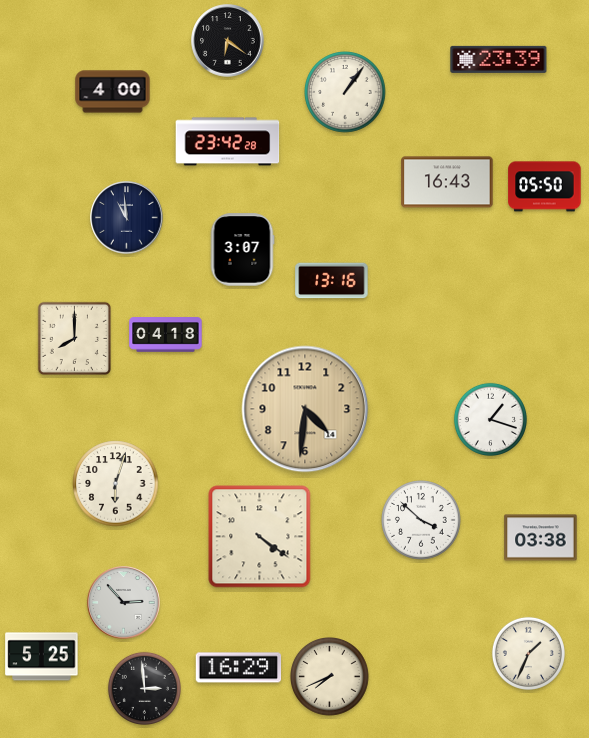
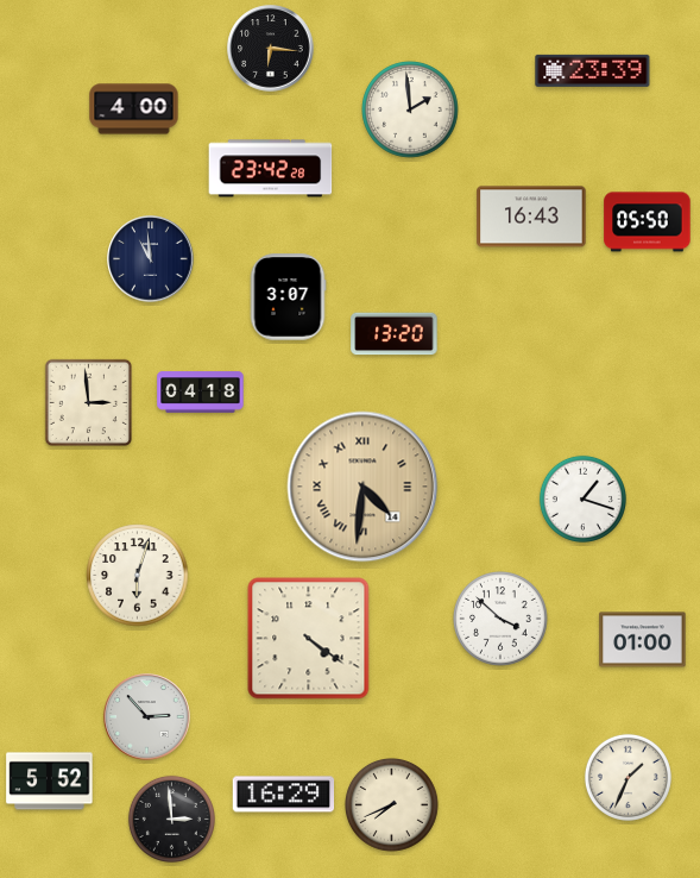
clock at (228, 41): 6:21 -> 6:16
clock at (345, 92): 1:06 -> 1:59
clock at (332, 281): 13:16 -> 13:20
clock at (166, 335) position: (166, 335) -> (201, 393)
clock at (74, 338): 8:00 -> 2:59
clock at (305, 409) numerals: Arabic -> Roman
clock at (541, 538): 03:38 -> 01:00
clock at (42, 657): 5:25 -> 5:52
